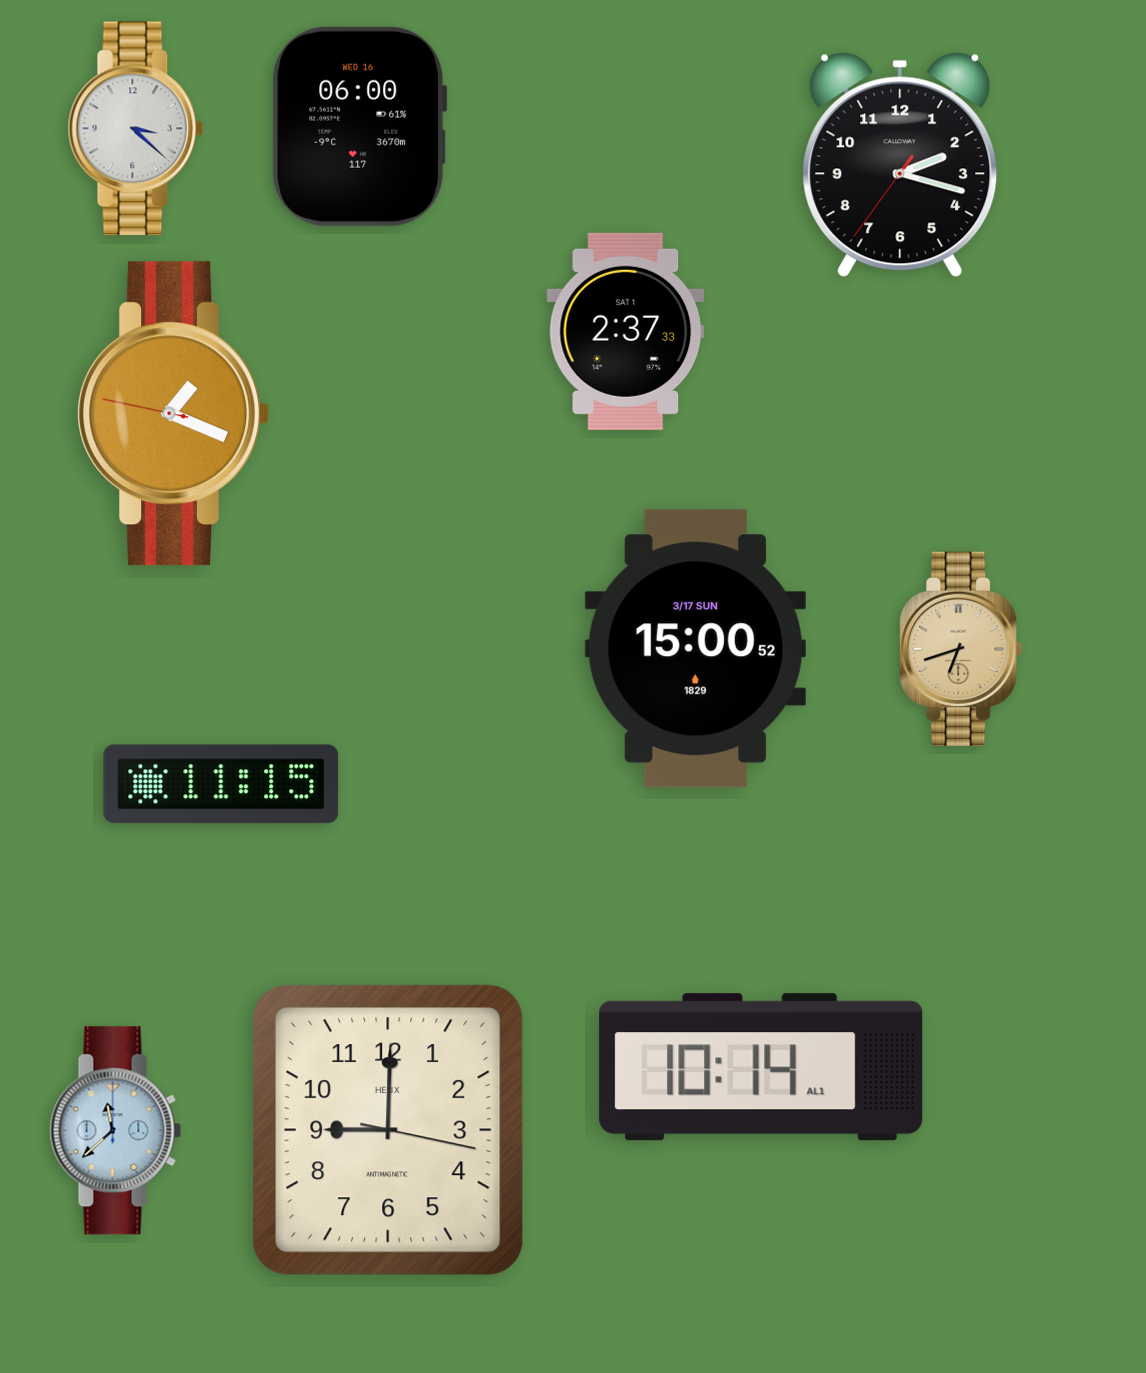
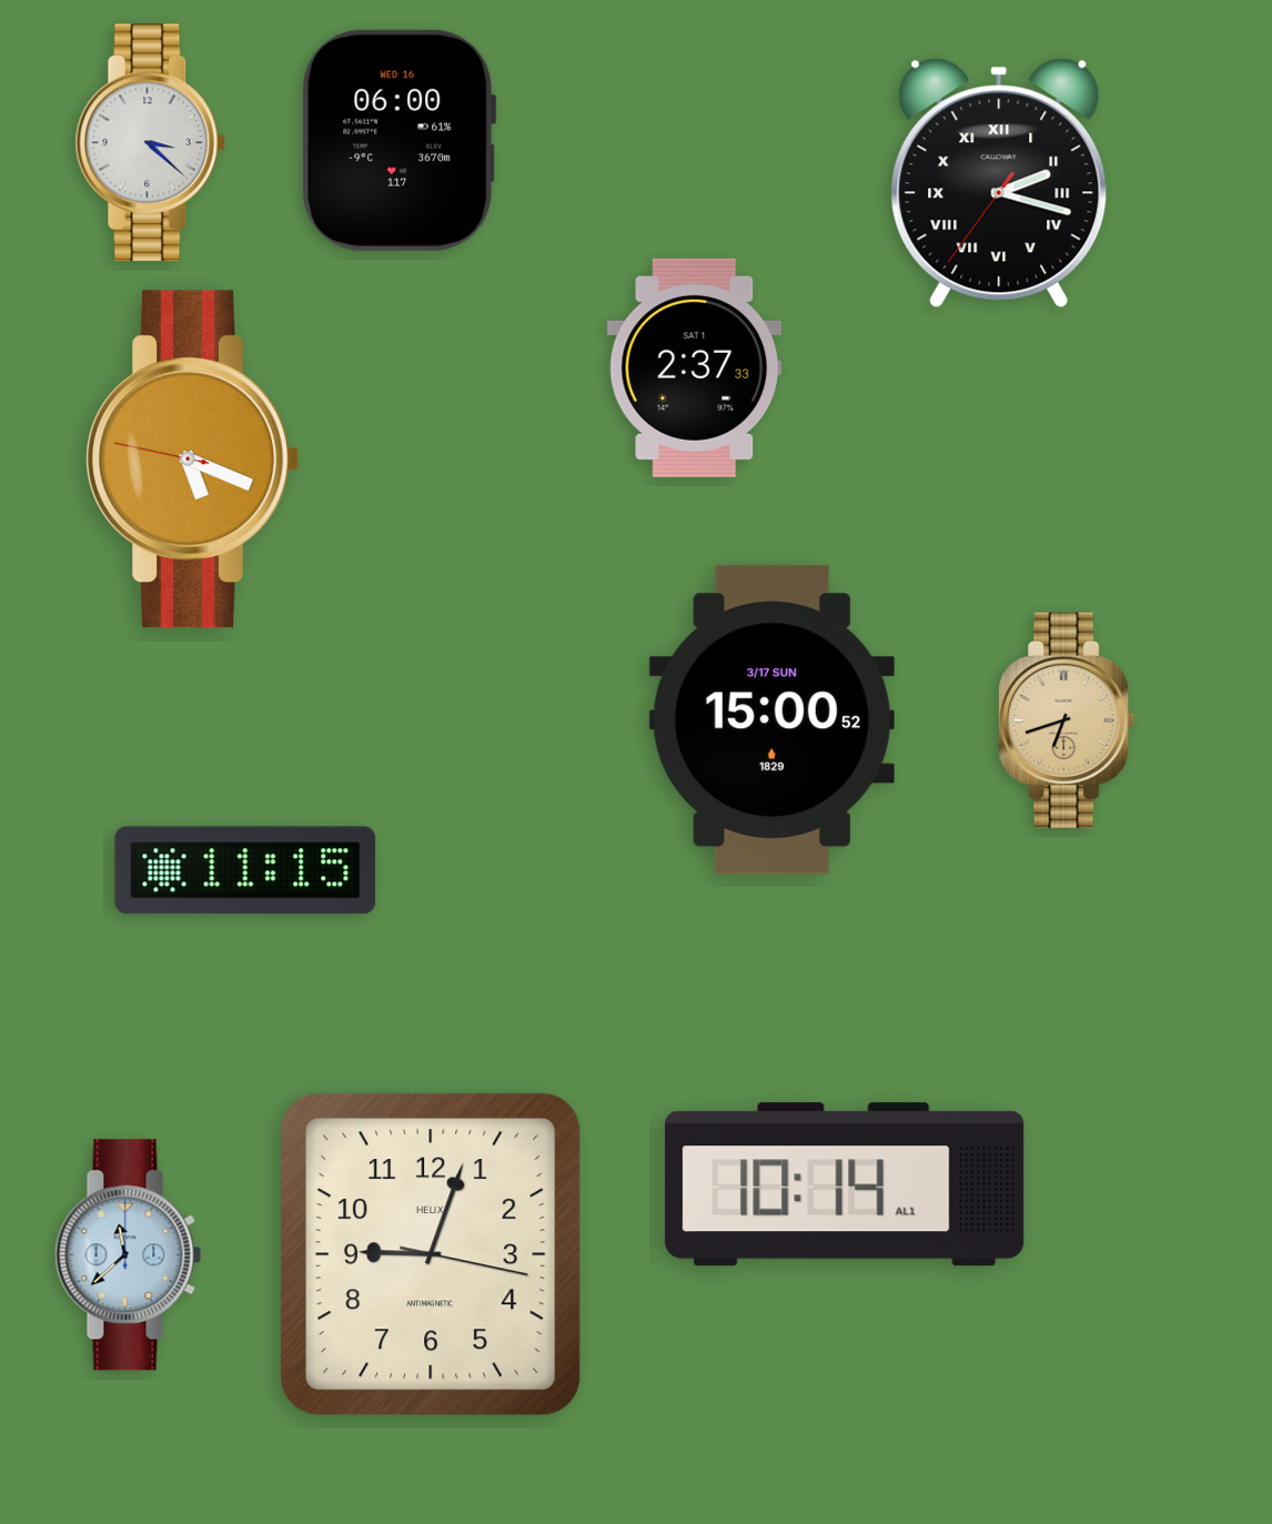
clock at (900, 165) numerals: Arabic -> Roman
clock at (173, 414): 1:18 -> 5:18
clock at (388, 1130): 9:00 -> 9:03
